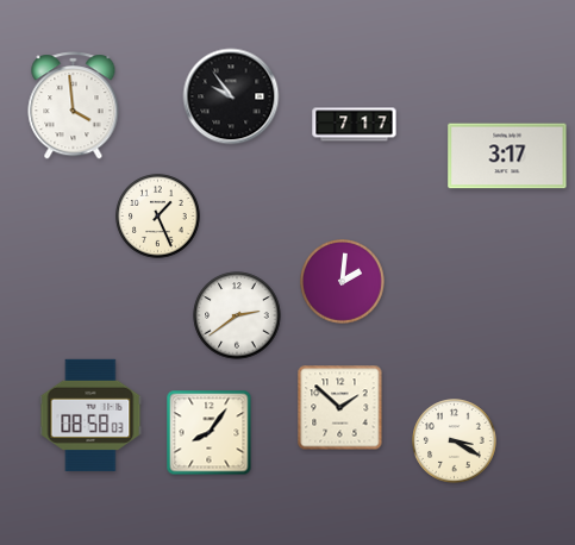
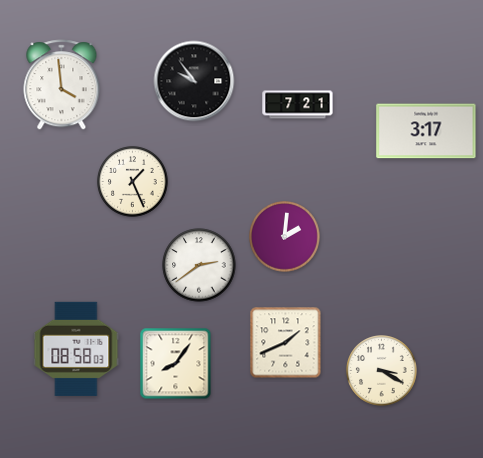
clock at (74, 106) position: (74, 106) -> (62, 85)
clock at (355, 125): 7:17 -> 7:21
clock at (343, 282) position: (343, 282) -> (285, 237)
clock at (340, 408): 1:52 -> 1:41
